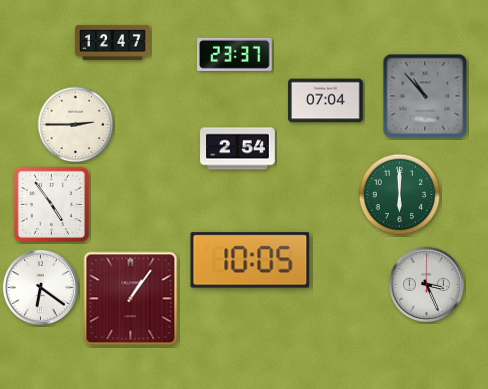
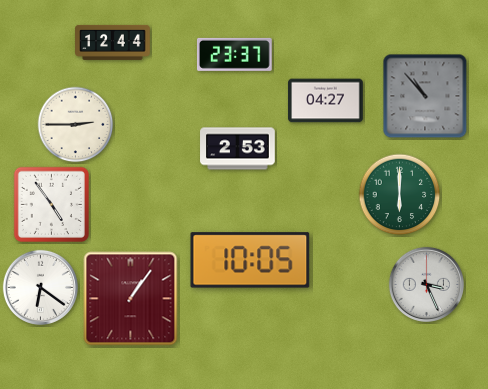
clock at (113, 42): 12:47 -> 12:44
clock at (326, 101): 07:04 -> 04:27
clock at (238, 149): 2:54 -> 2:53
